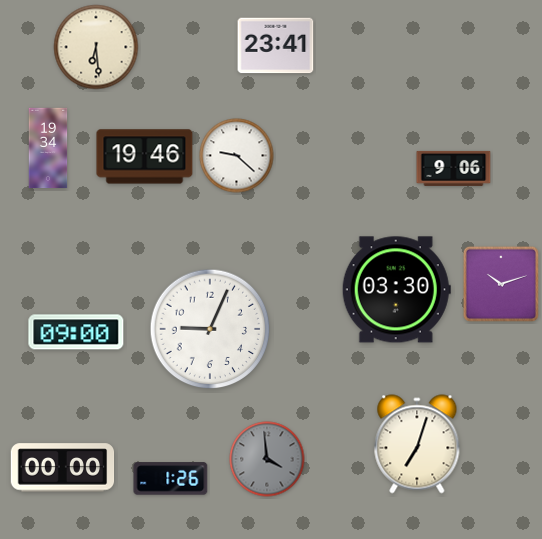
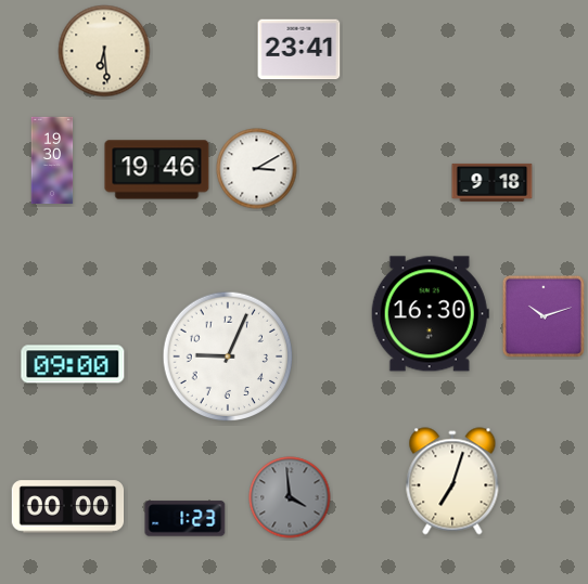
clock at (48, 148): 19:34 -> 19:30
clock at (237, 156): 9:22 -> 3:10
clock at (454, 168): 9:06 -> 9:18
clock at (501, 284) position: (501, 284) -> (544, 316)
clock at (396, 290): 03:30 -> 16:30
clock at (76, 332) position: (76, 332) -> (73, 364)
clock at (171, 479): 1:26 -> 1:23
